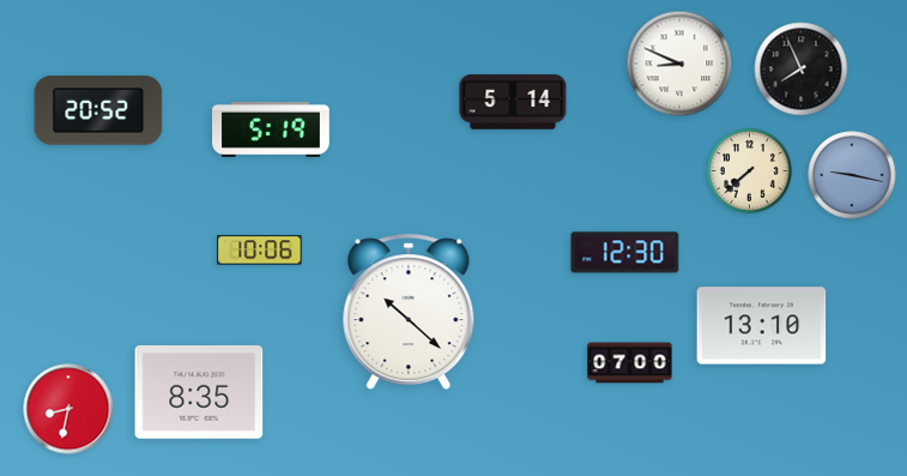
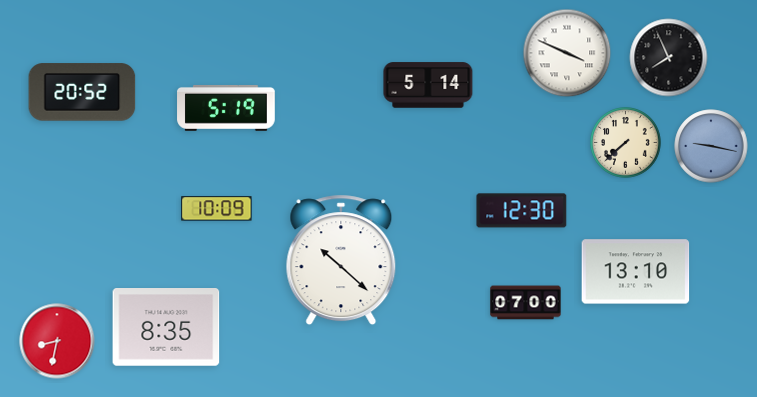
clock at (679, 64): 8:49 -> 3:49
clock at (260, 251): 10:06 -> 10:09
